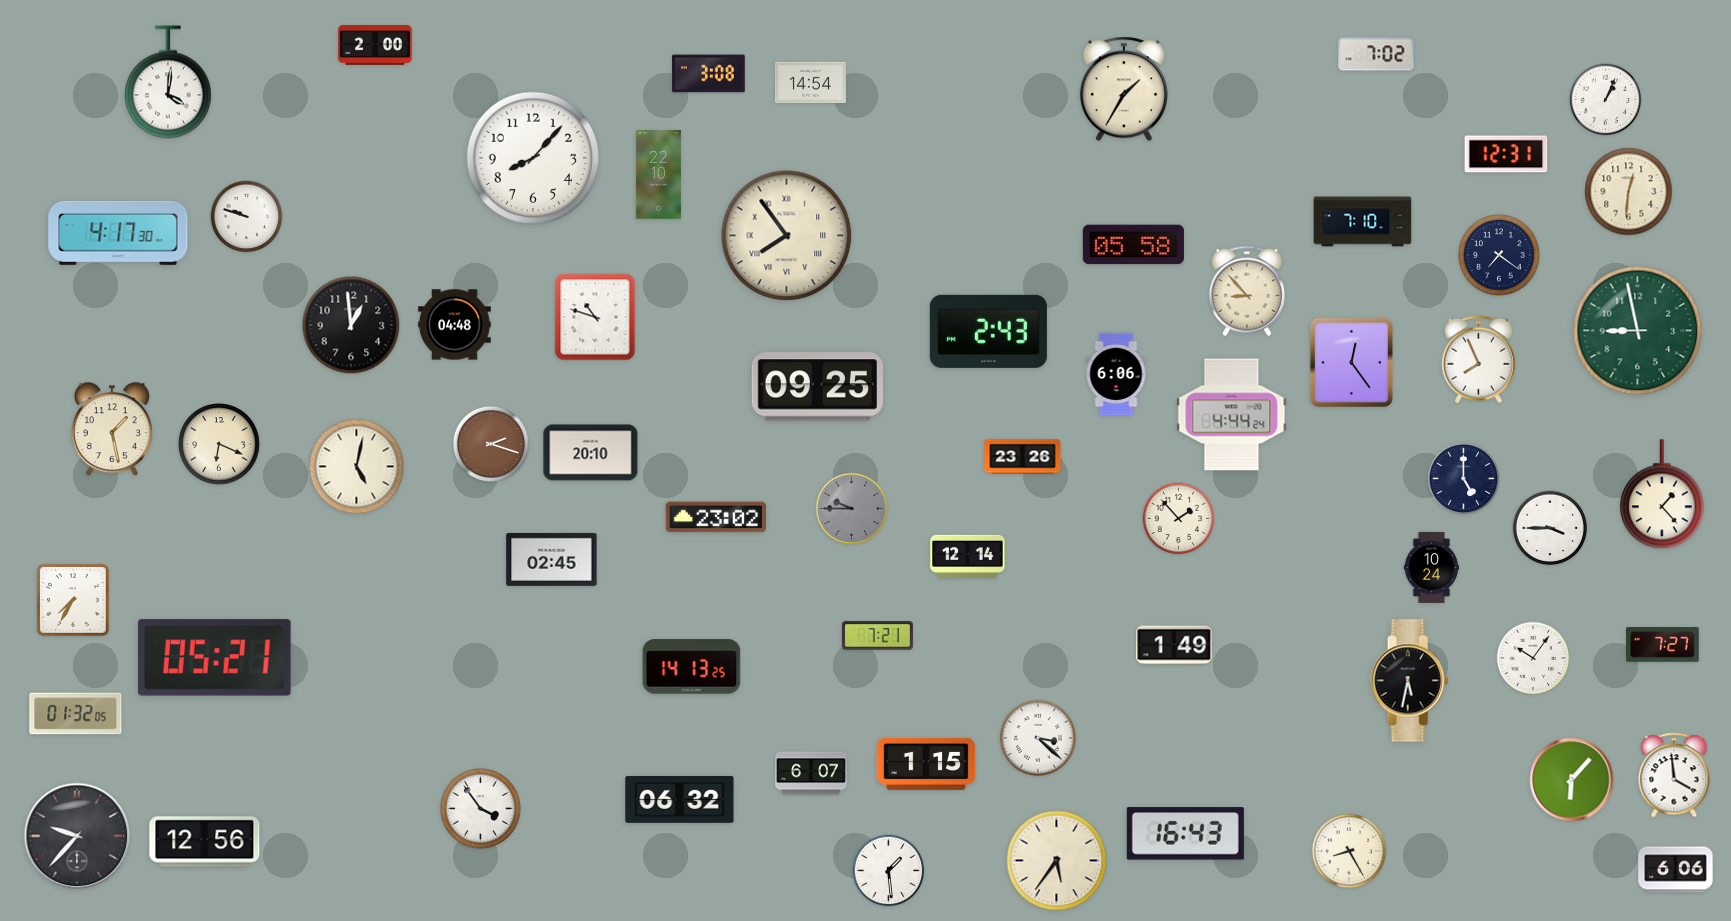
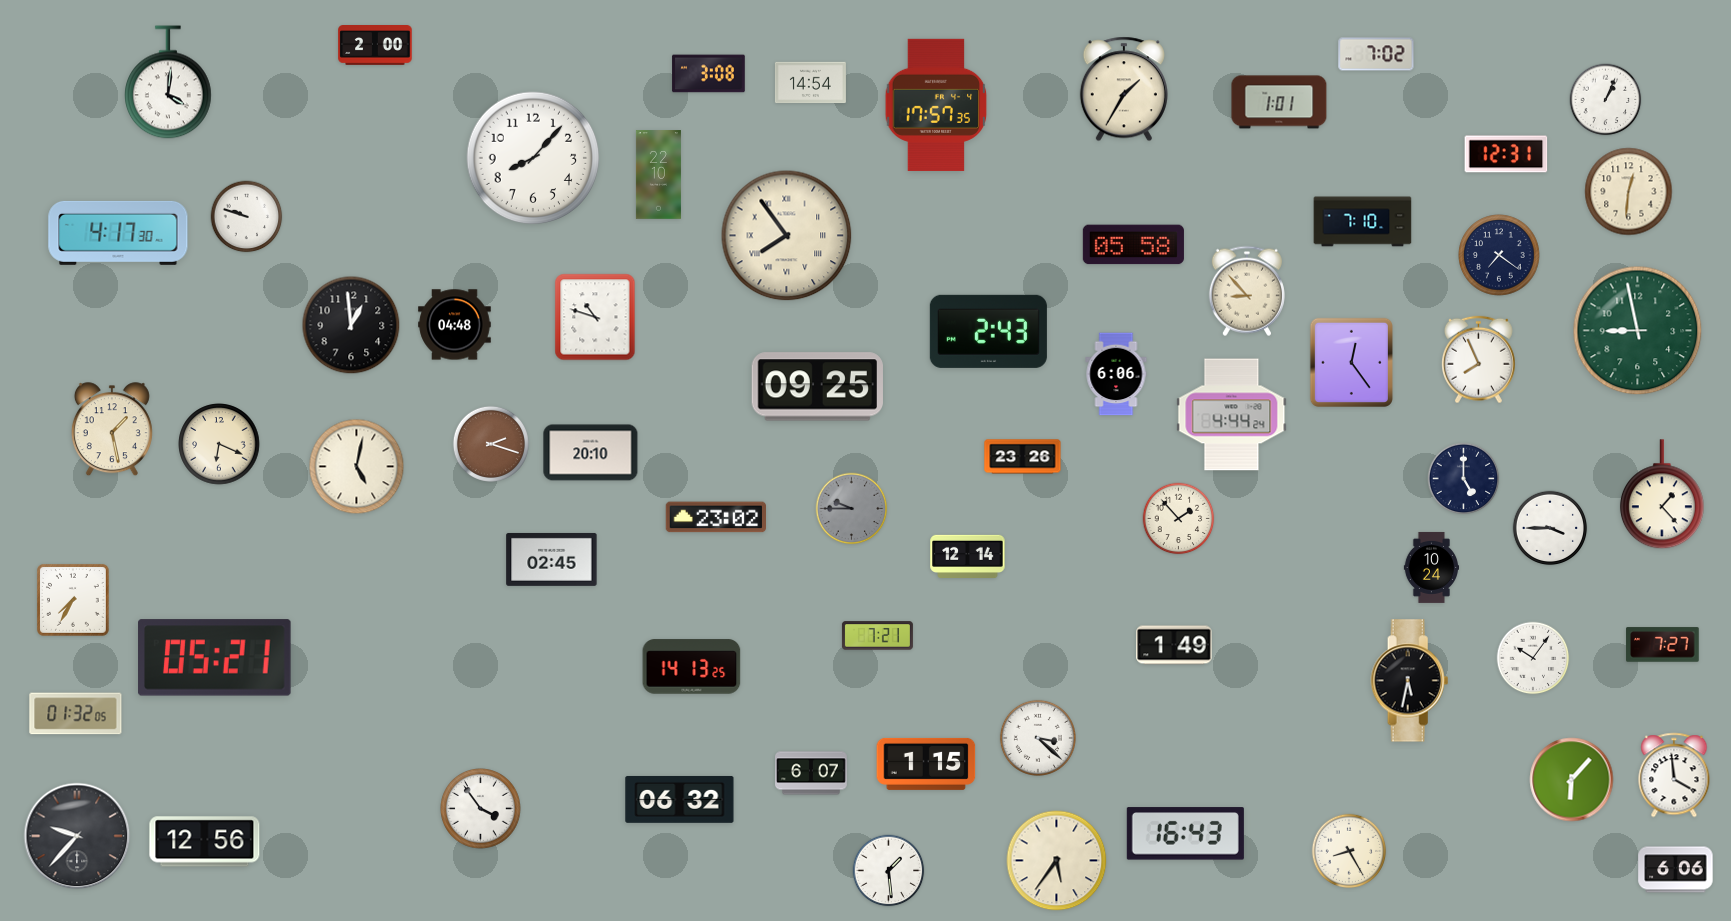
clock at (1279, 102): none -> 1:01
clock at (936, 105): none -> 17:57
